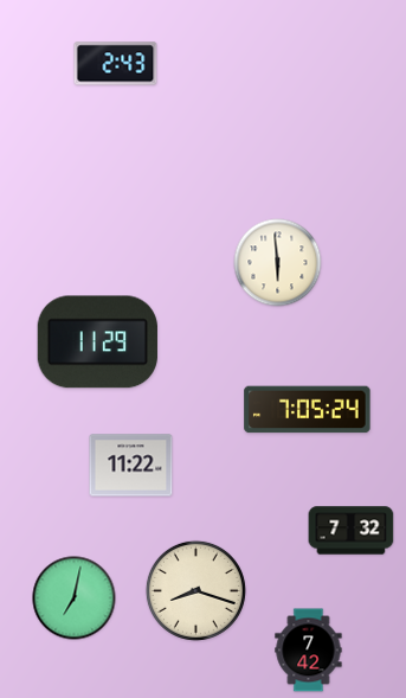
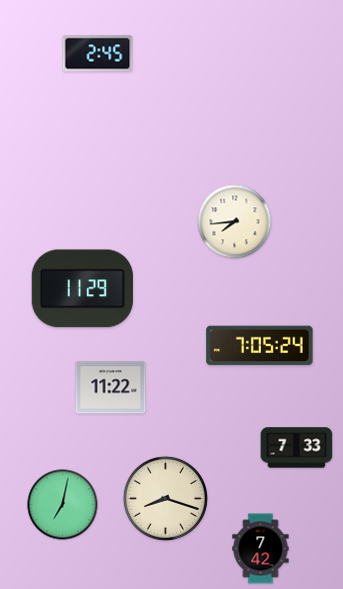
clock at (116, 64): 2:43 -> 2:45
clock at (278, 263): 5:59 -> 7:44
clock at (131, 466) position: (131, 466) -> (111, 388)
clock at (352, 531): 7:32 -> 7:33
